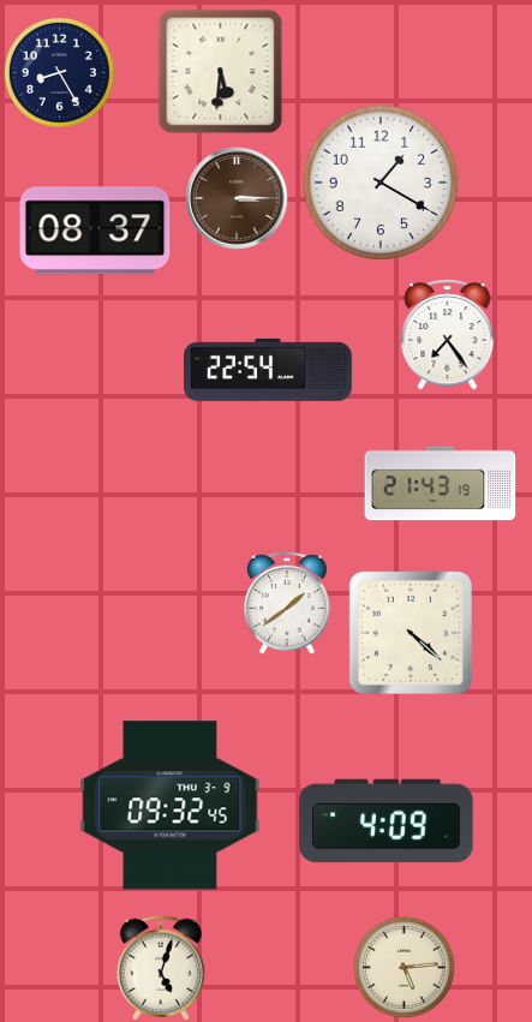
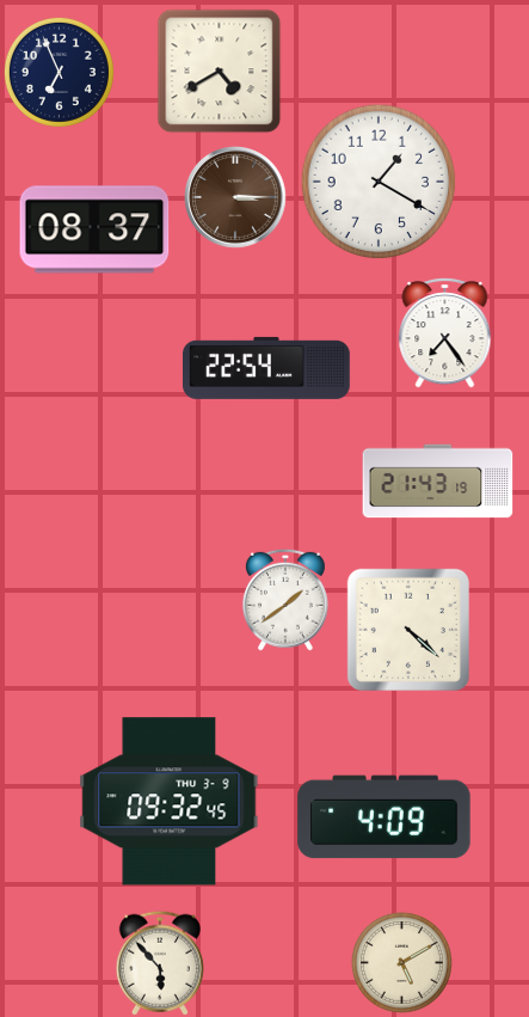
clock at (59, 72): 8:25 -> 6:56
clock at (221, 72): 5:31 -> 4:40
clock at (404, 967): 5:14 -> 5:10
clock at (161, 968): 5:03 -> 5:53
